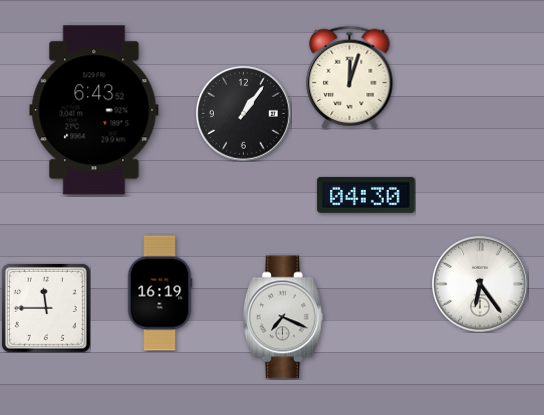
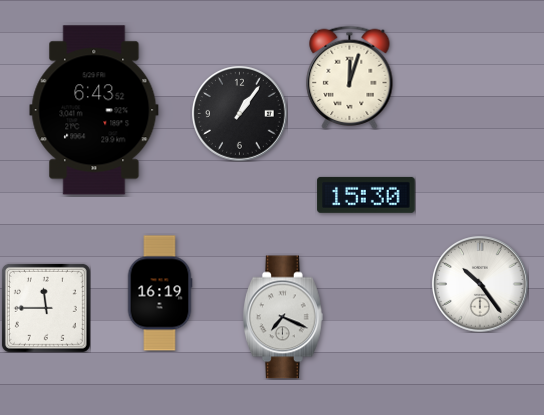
clock at (244, 114) position: (244, 114) -> (240, 114)
clock at (366, 195): 04:30 -> 15:30
clock at (481, 285): 6:24 -> 10:24
